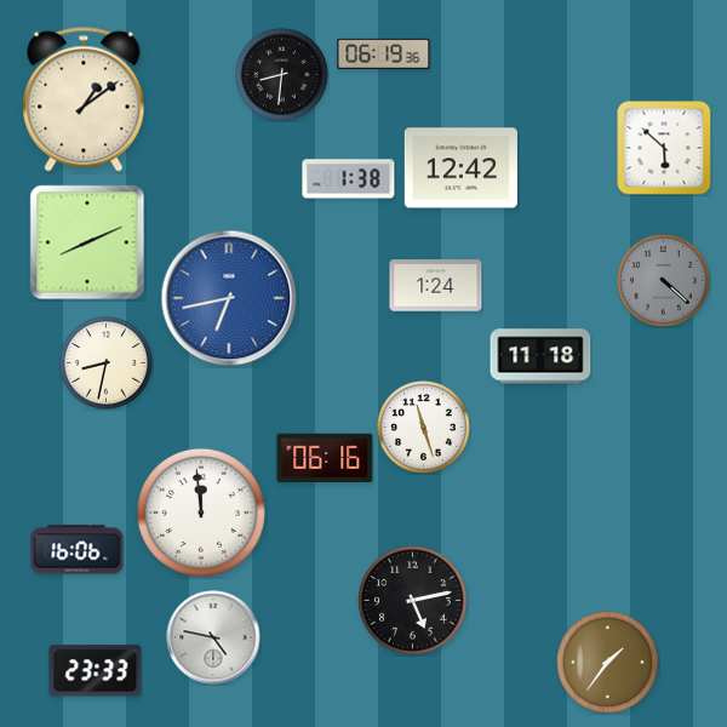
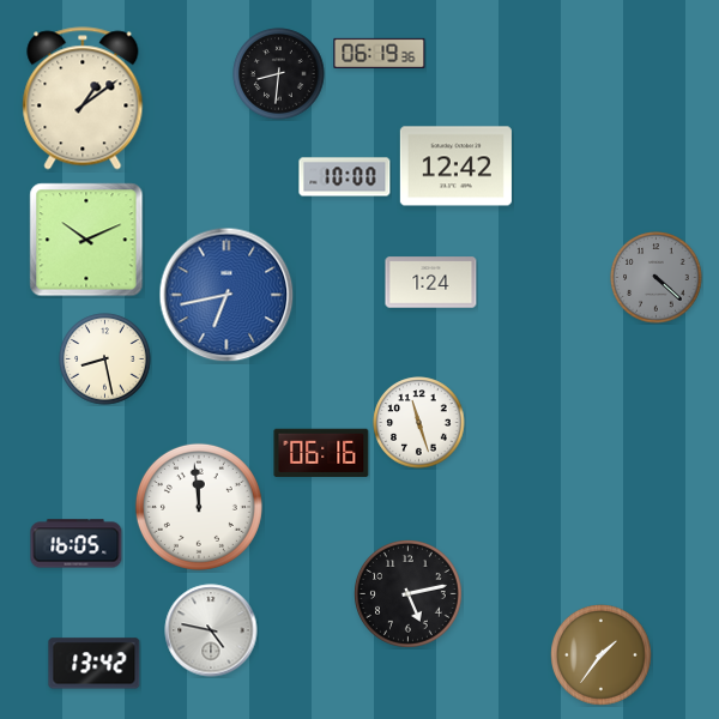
clock at (664, 148): 5:52 -> none
clock at (349, 179): 1:38 -> 10:00
clock at (87, 242): 8:11 -> 10:11
clock at (540, 356): 11:18 -> none
clock at (107, 363): 8:32 -> 8:28
clock at (78, 550): 16:06 -> 16:05
clock at (96, 671): 23:33 -> 13:42
